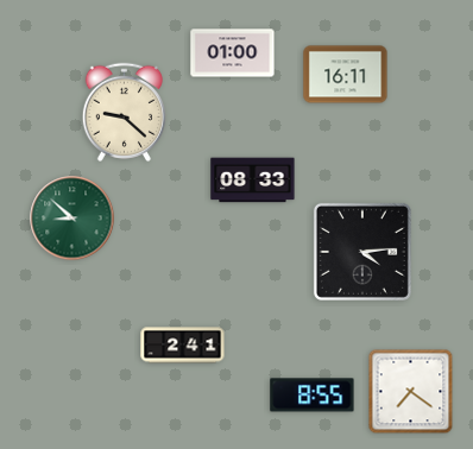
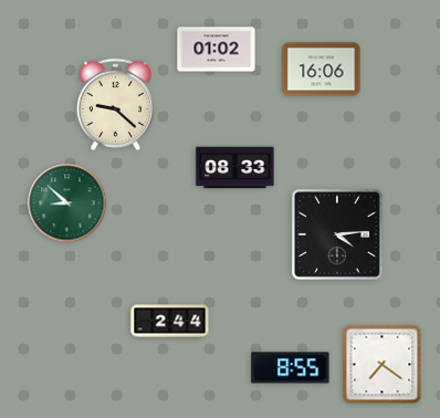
clock at (233, 53): 01:00 -> 01:02
clock at (346, 75): 16:11 -> 16:06
clock at (183, 346): 2:41 -> 2:44
